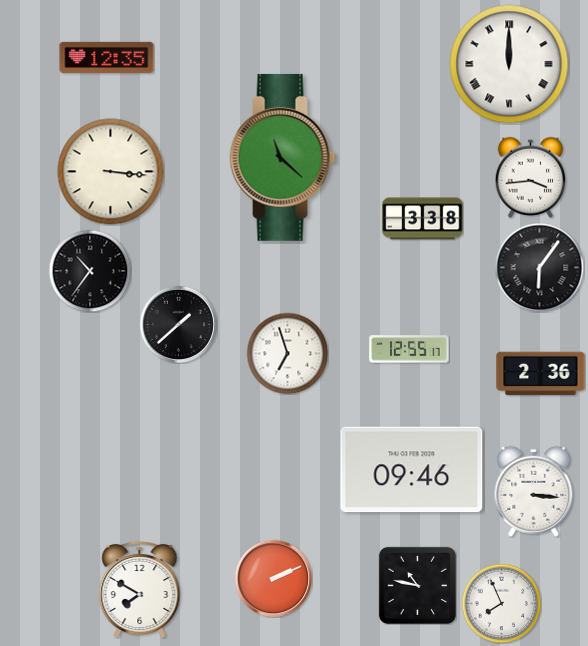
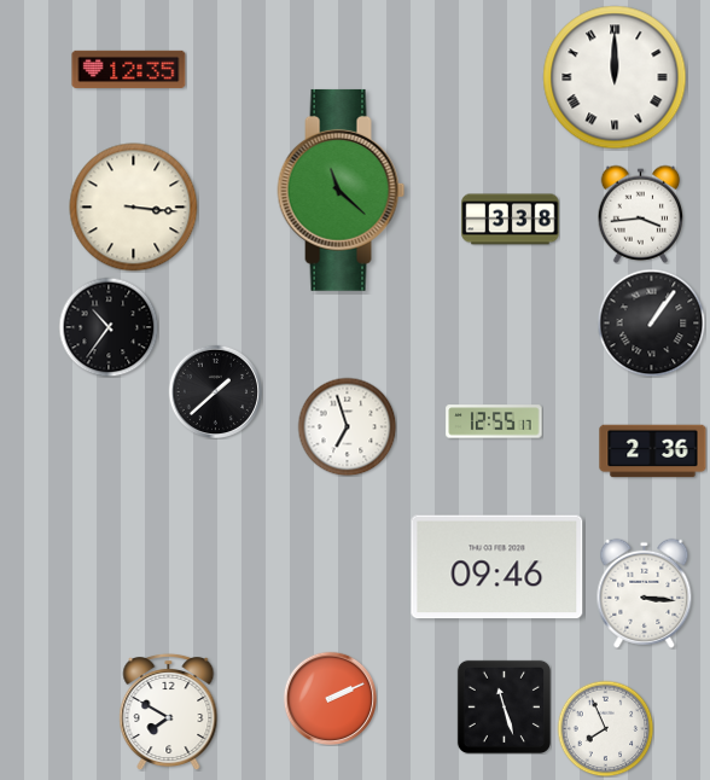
clock at (423, 219) position: (423, 219) -> (511, 220)
clock at (539, 267): 6:06 -> 1:06
clock at (417, 585): 10:47 -> 11:27
